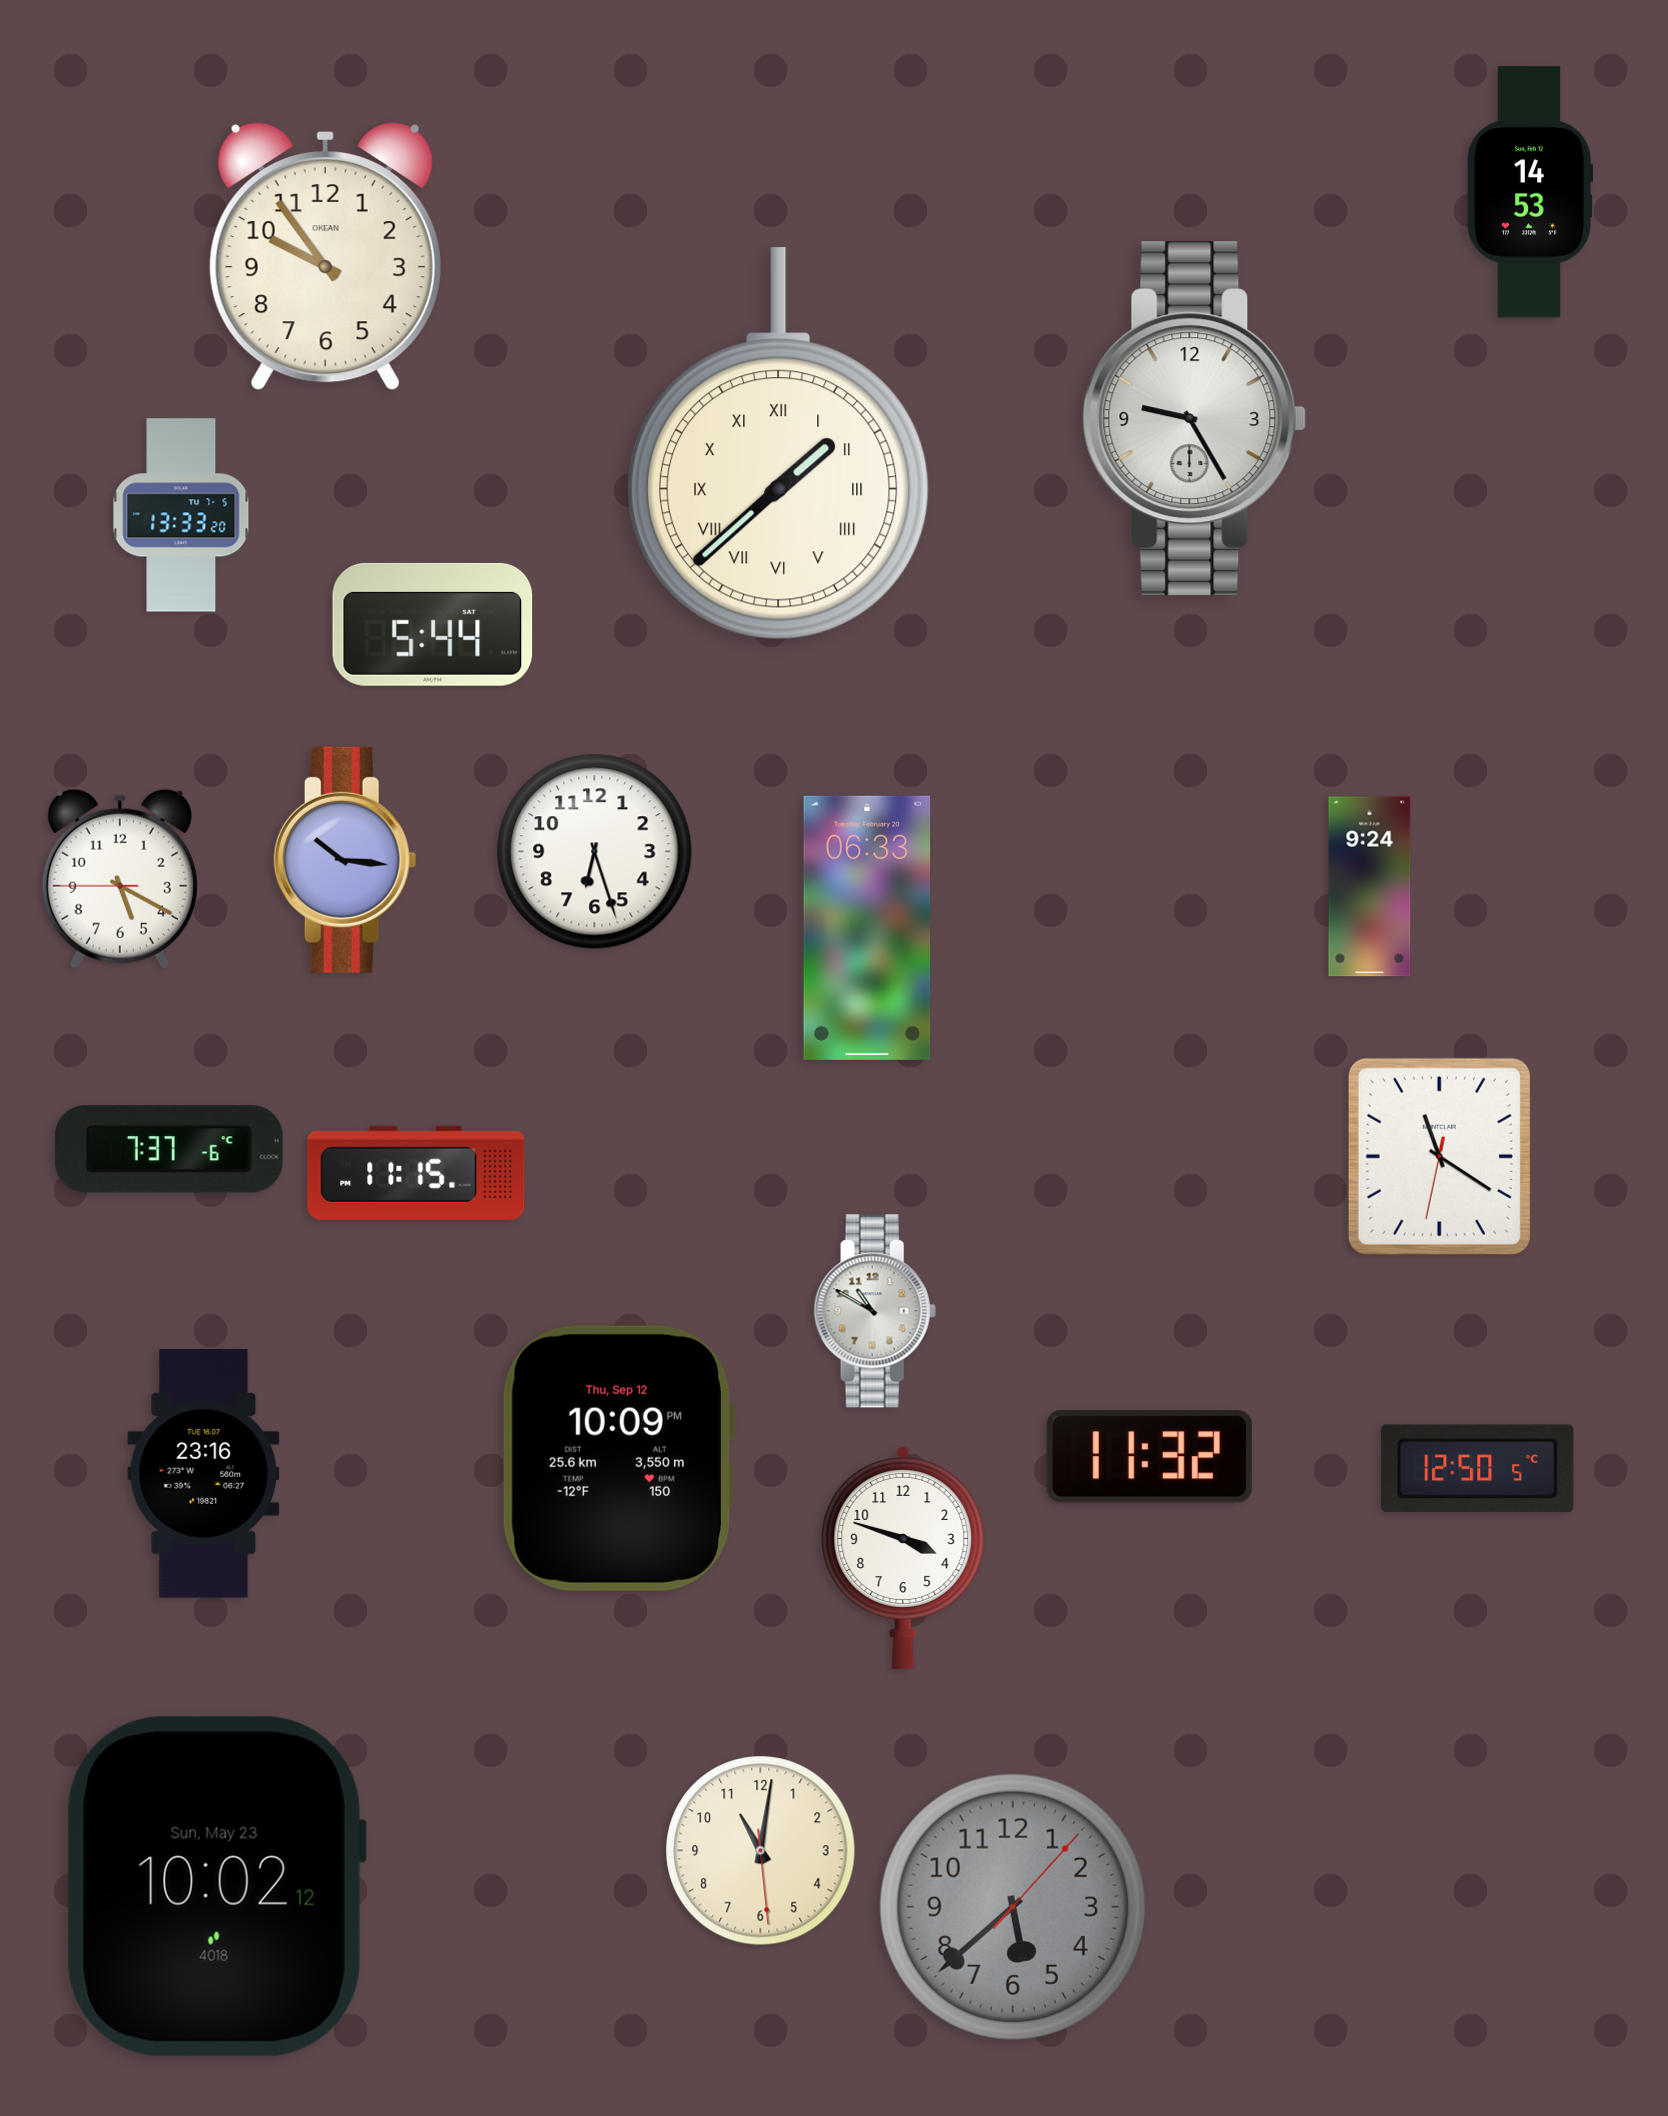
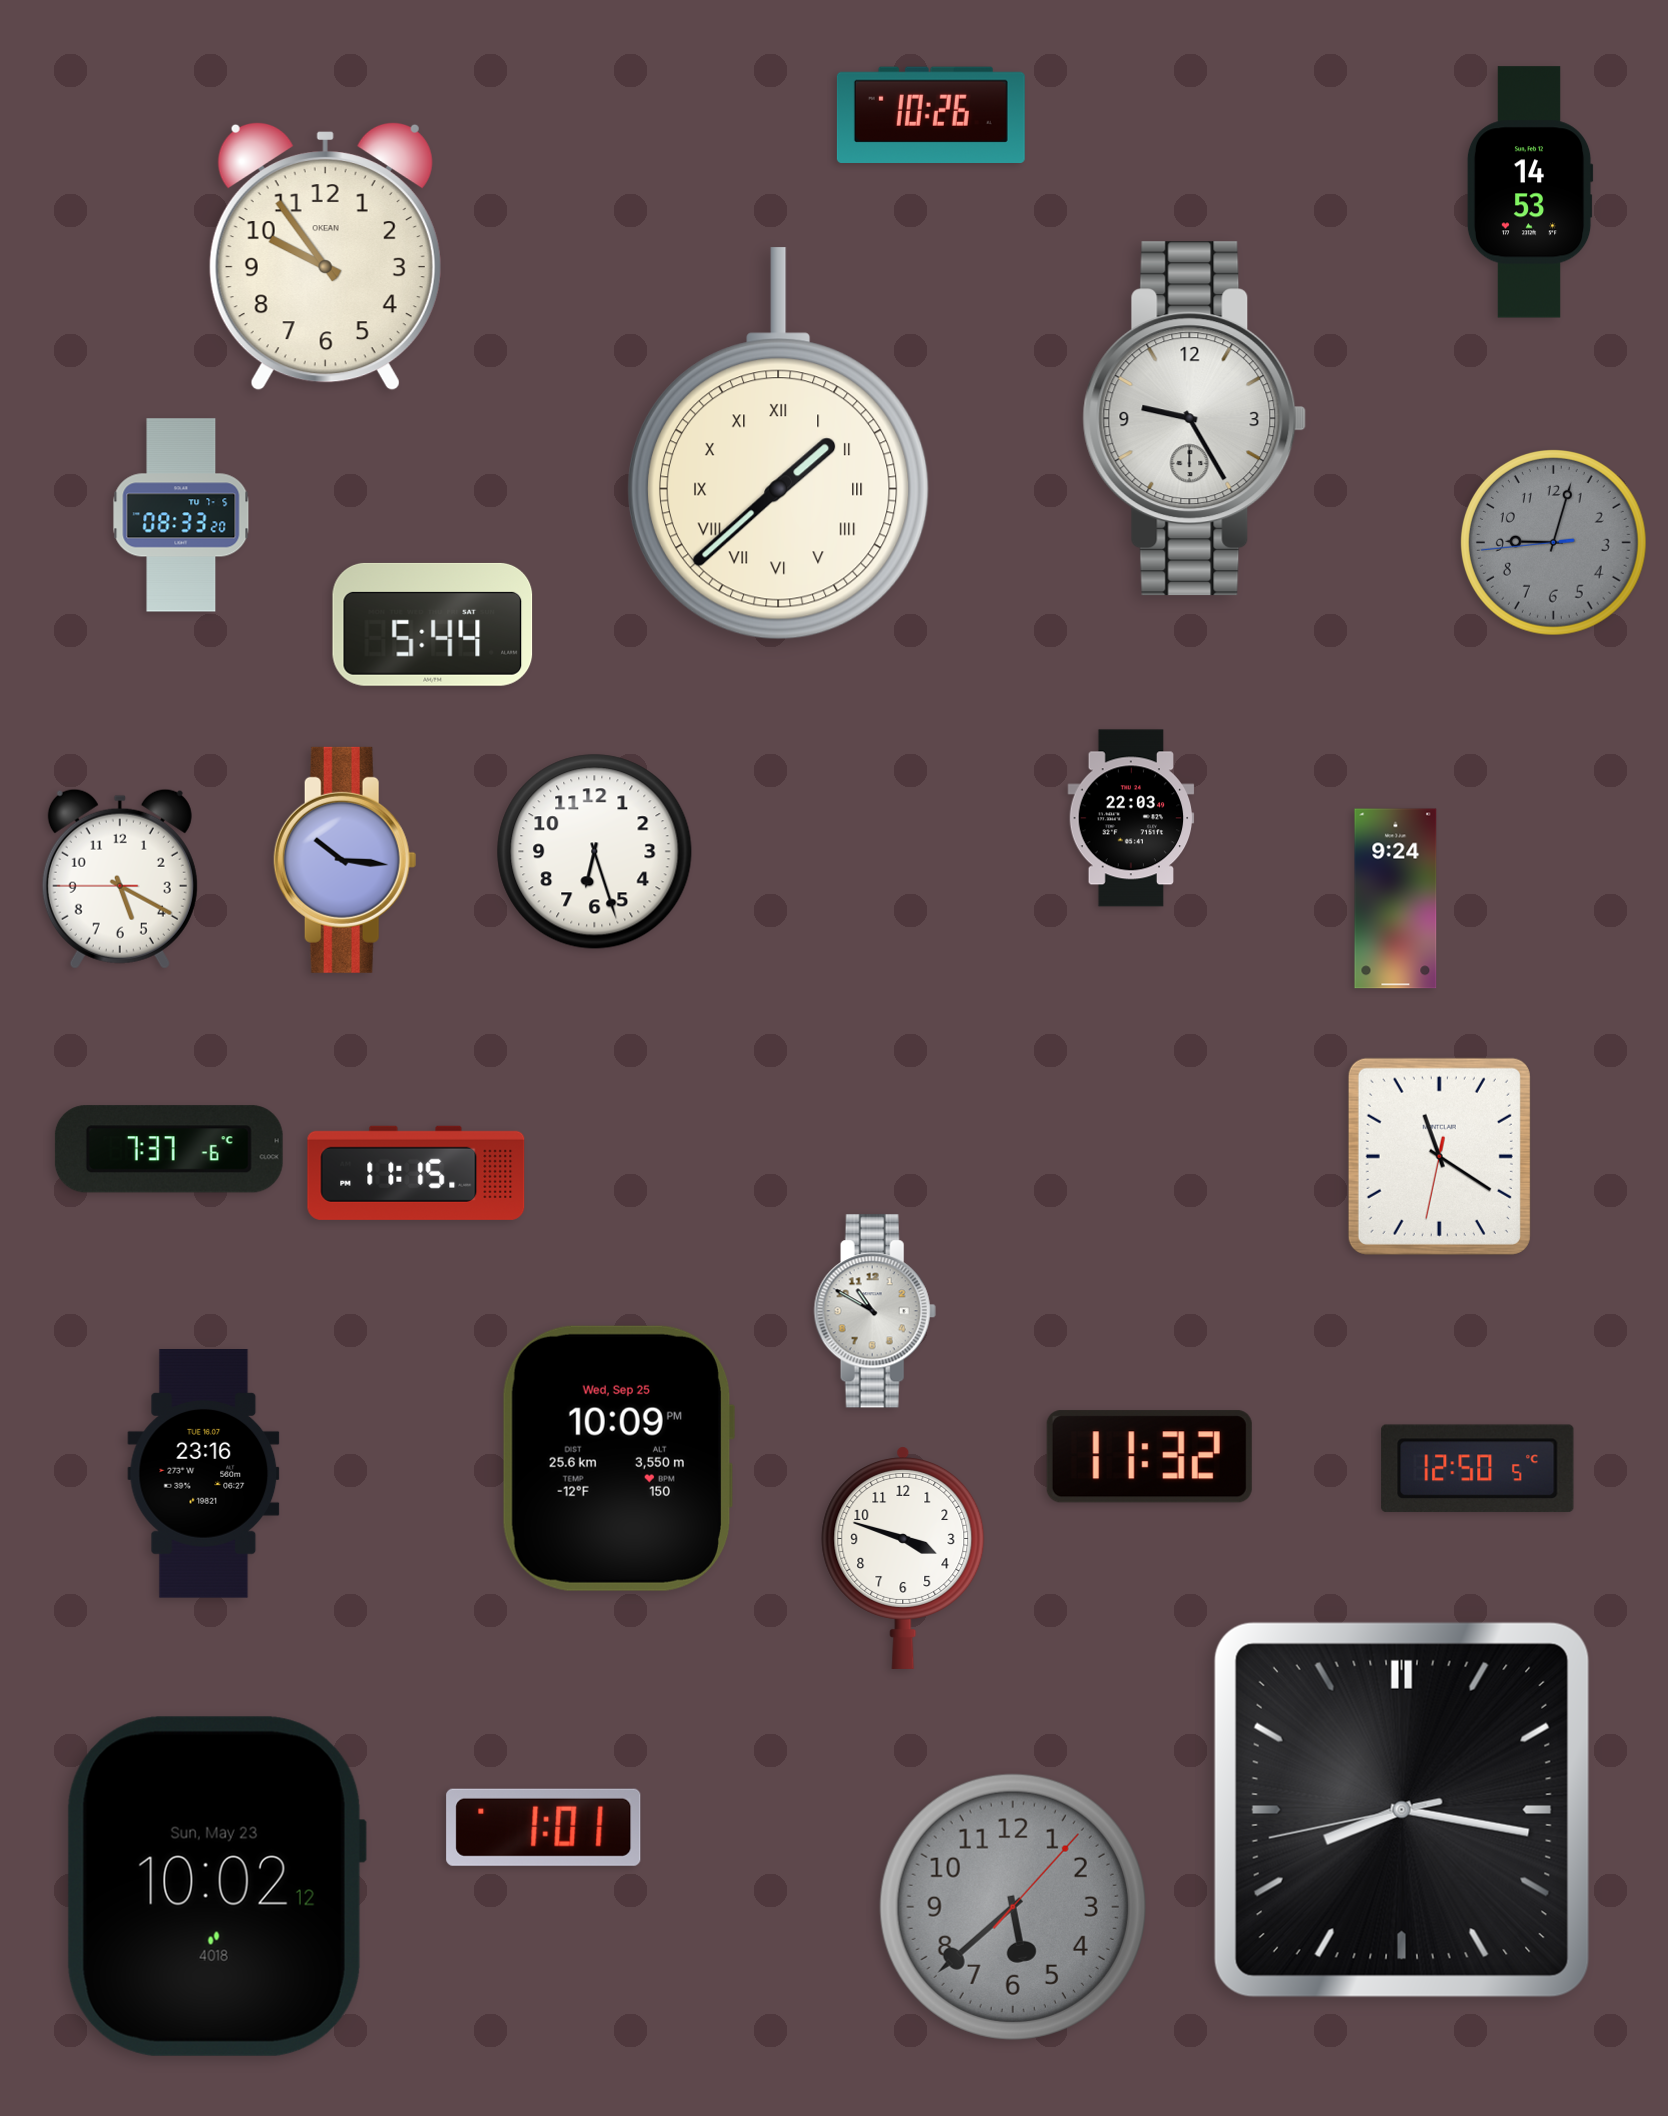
clock at (931, 114): none -> 10:26
clock at (181, 515): 13:33 -> 08:33
clock at (1554, 543): none -> 9:02
clock at (1131, 818): none -> 22:03
clock at (1370, 887) position: (1370, 887) -> (1396, 899)
clock at (867, 928): 06:33 -> none
clock at (618, 1458) date: Thu, Sep 12 -> Wed, Sep 25
clock at (1402, 1810): none -> 8:16
clock at (544, 1827): none -> 1:01
clock at (761, 1851): 11:01 -> none
